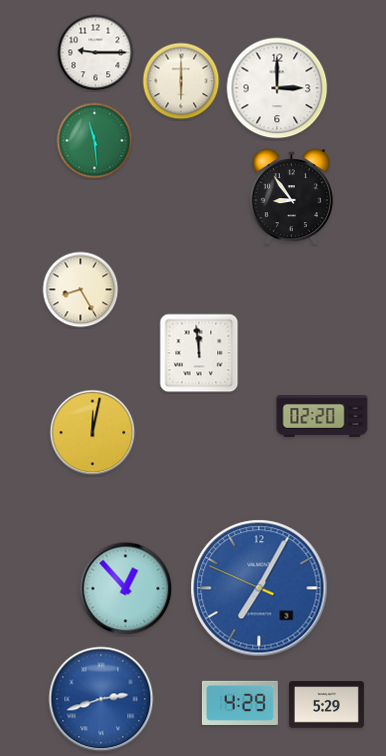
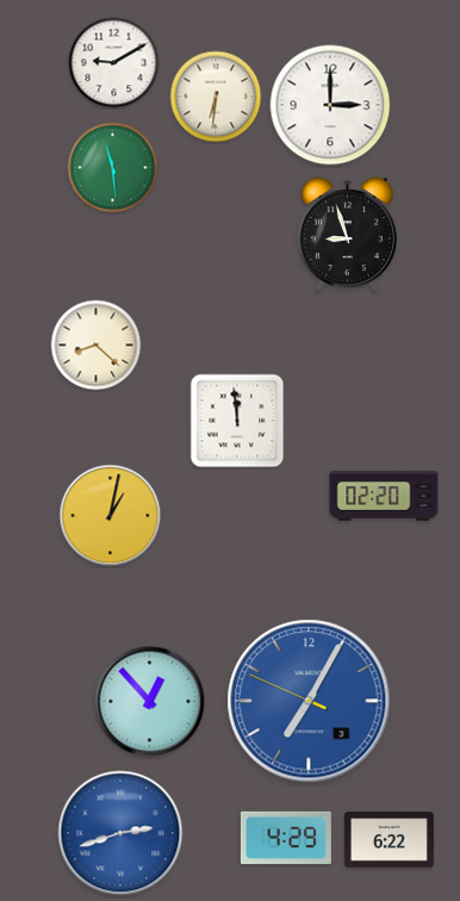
clock at (96, 53): 9:15 -> 9:10
clock at (181, 81): 6:00 -> 6:31
clock at (291, 197): 8:54 -> 8:57
clock at (81, 290): 8:25 -> 8:22
clock at (93, 433): 12:02 -> 1:02
clock at (326, 705): 5:29 -> 6:22
